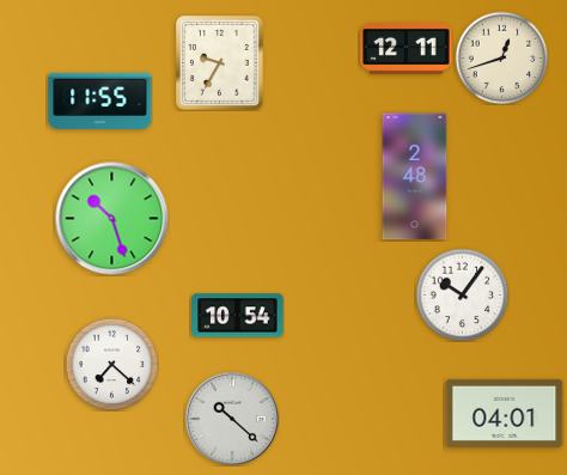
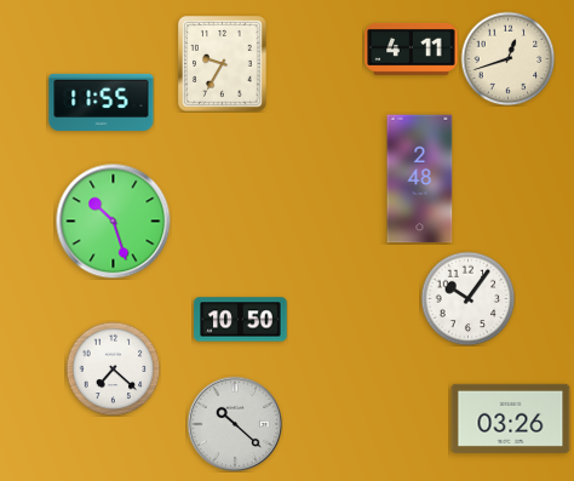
clock at (407, 49): 12:11 -> 4:11
clock at (238, 316): 10:54 -> 10:50
clock at (505, 413): 04:01 -> 03:26
